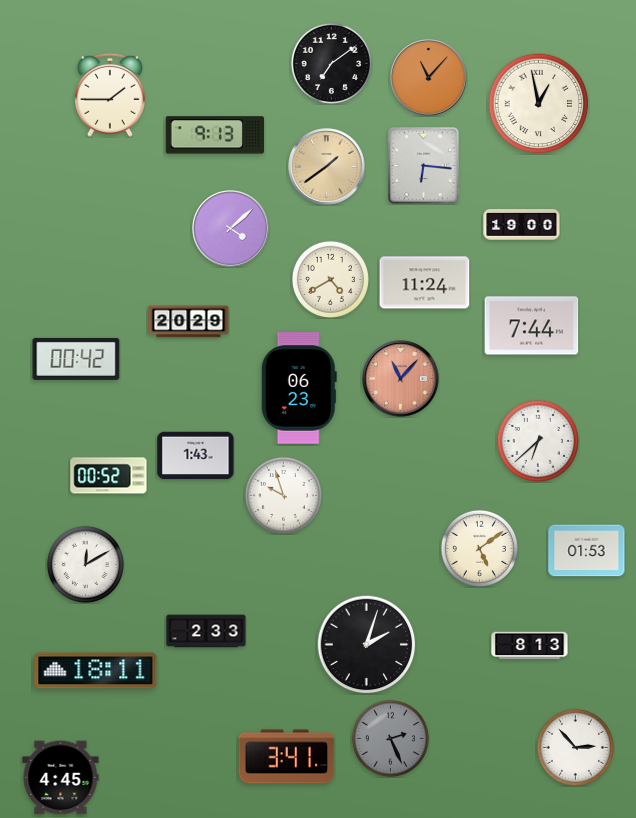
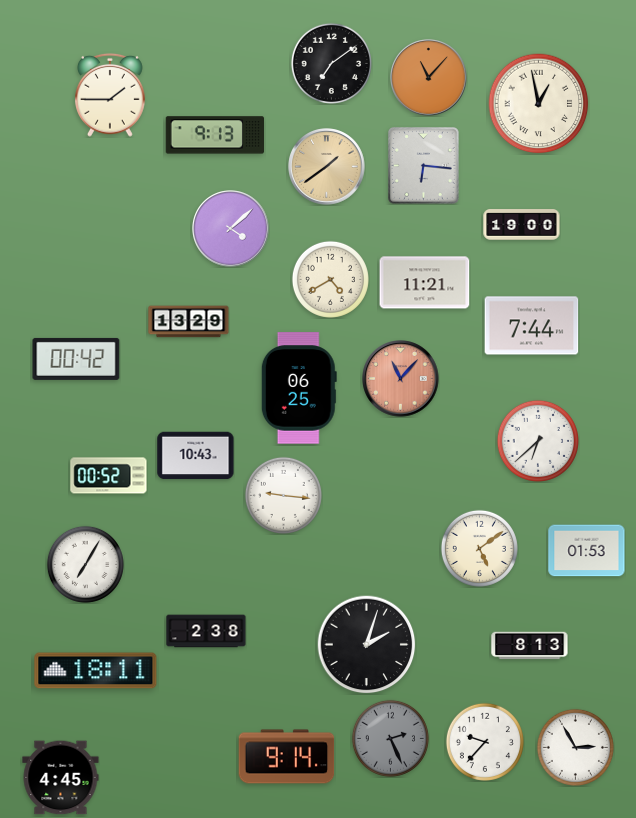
clock at (425, 283): 11:24 -> 11:21
clock at (189, 322): 20:29 -> 13:29
clock at (299, 388): 06:23 -> 06:25
clock at (196, 456): 1:43 -> 10:43
clock at (283, 495): 9:57 -> 9:16
clock at (85, 564): 12:10 -> 7:05
clock at (206, 631): 2:33 -> 2:38
clock at (485, 742): none -> 9:37
clock at (575, 747): 2:53 -> 2:55
clock at (287, 757): 3:41 -> 9:14
